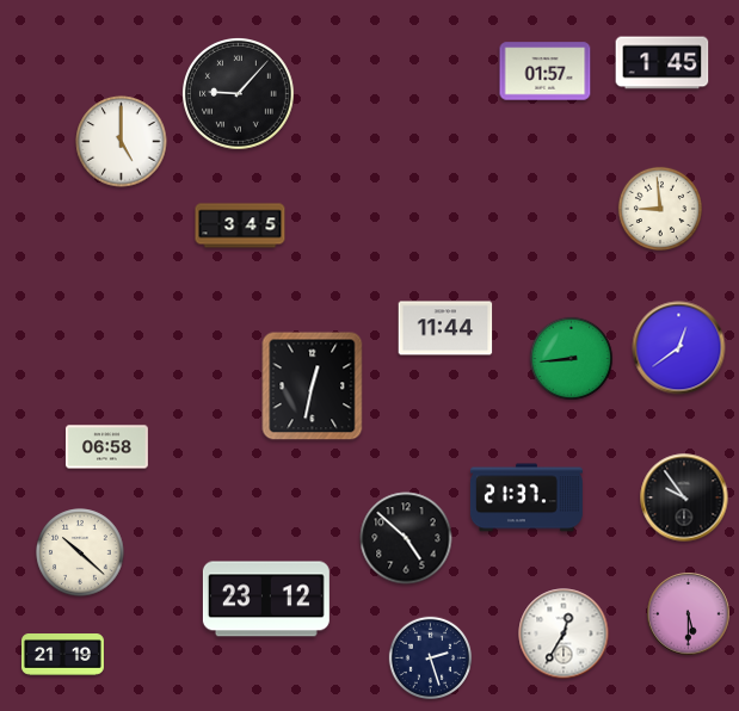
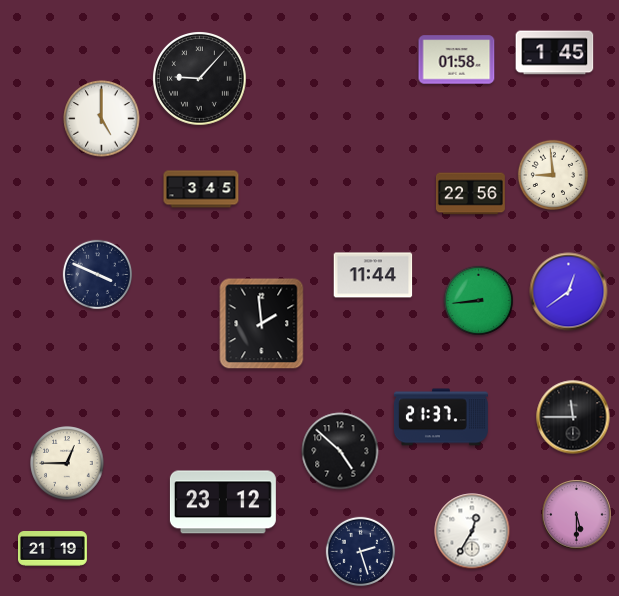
clock at (546, 72): 01:57 -> 01:58
clock at (470, 194): none -> 22:56
clock at (98, 275): none -> 3:49
clock at (313, 387): 12:32 -> 1:59
clock at (106, 447): 06:58 -> none
clock at (684, 497): 9:54 -> 11:45
clock at (80, 552): 10:22 -> 12:45
